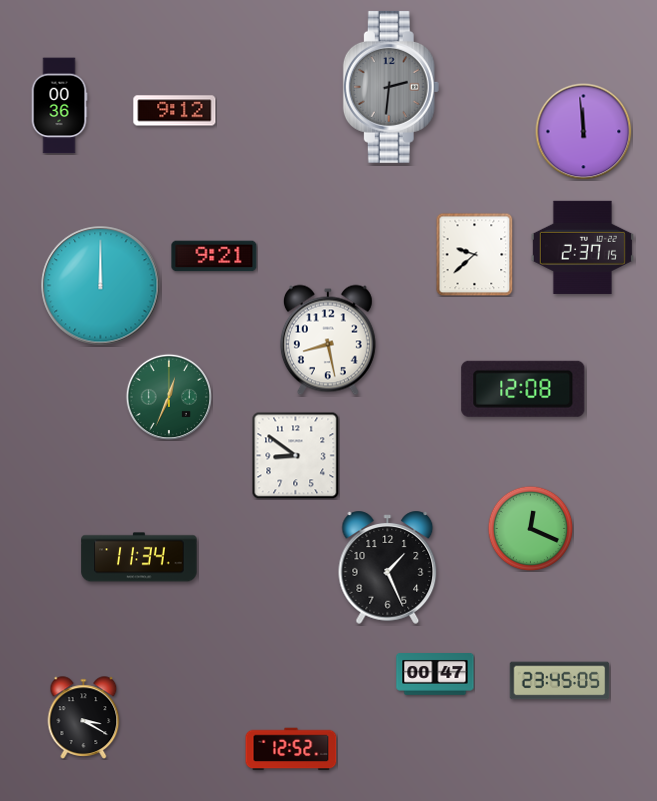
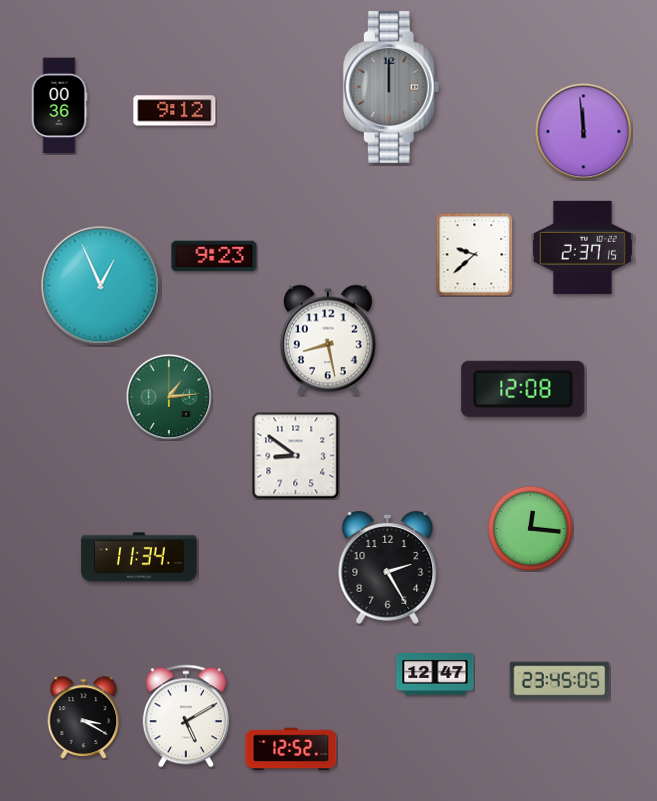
clock at (391, 87): 2:31 -> 12:00
clock at (214, 256): 9:21 -> 9:23
clock at (101, 286): 12:00 -> 12:56
clock at (168, 396): 12:34 -> 1:14
clock at (530, 528): 12:19 -> 12:16
clock at (388, 567): 1:26 -> 2:25
clock at (435, 675): 00:47 -> 12:47
clock at (186, 716): none -> 5:10
